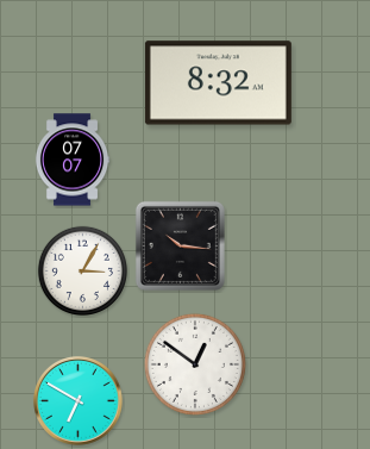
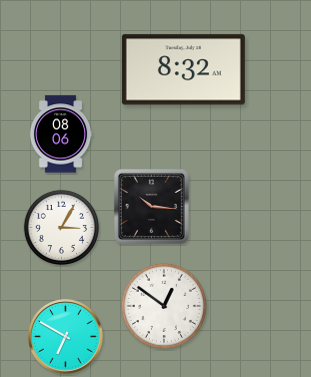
clock at (73, 160): 07:07 -> 08:06
clock at (82, 270) position: (82, 270) -> (61, 227)
